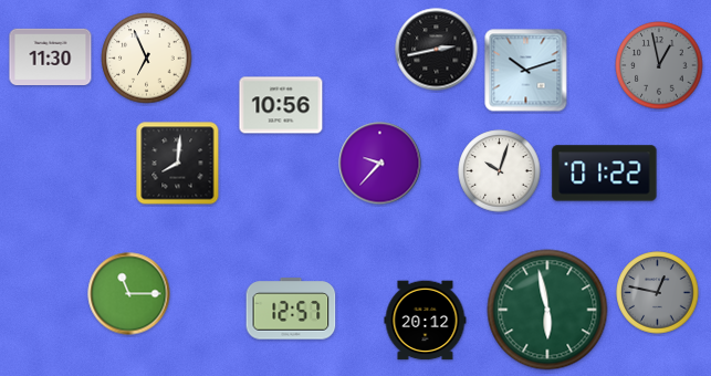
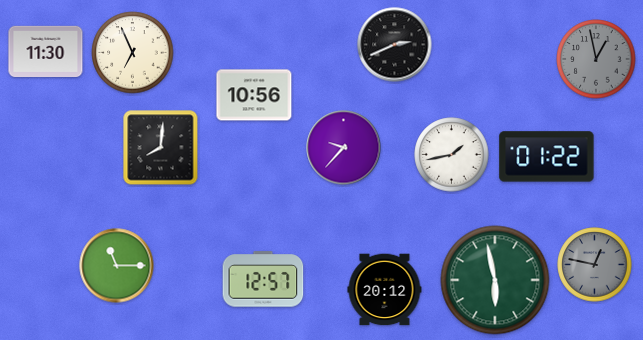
clock at (437, 50): 2:43 -> 2:41
clock at (526, 71): 10:12 -> none
clock at (500, 171): 10:03 -> 1:43
